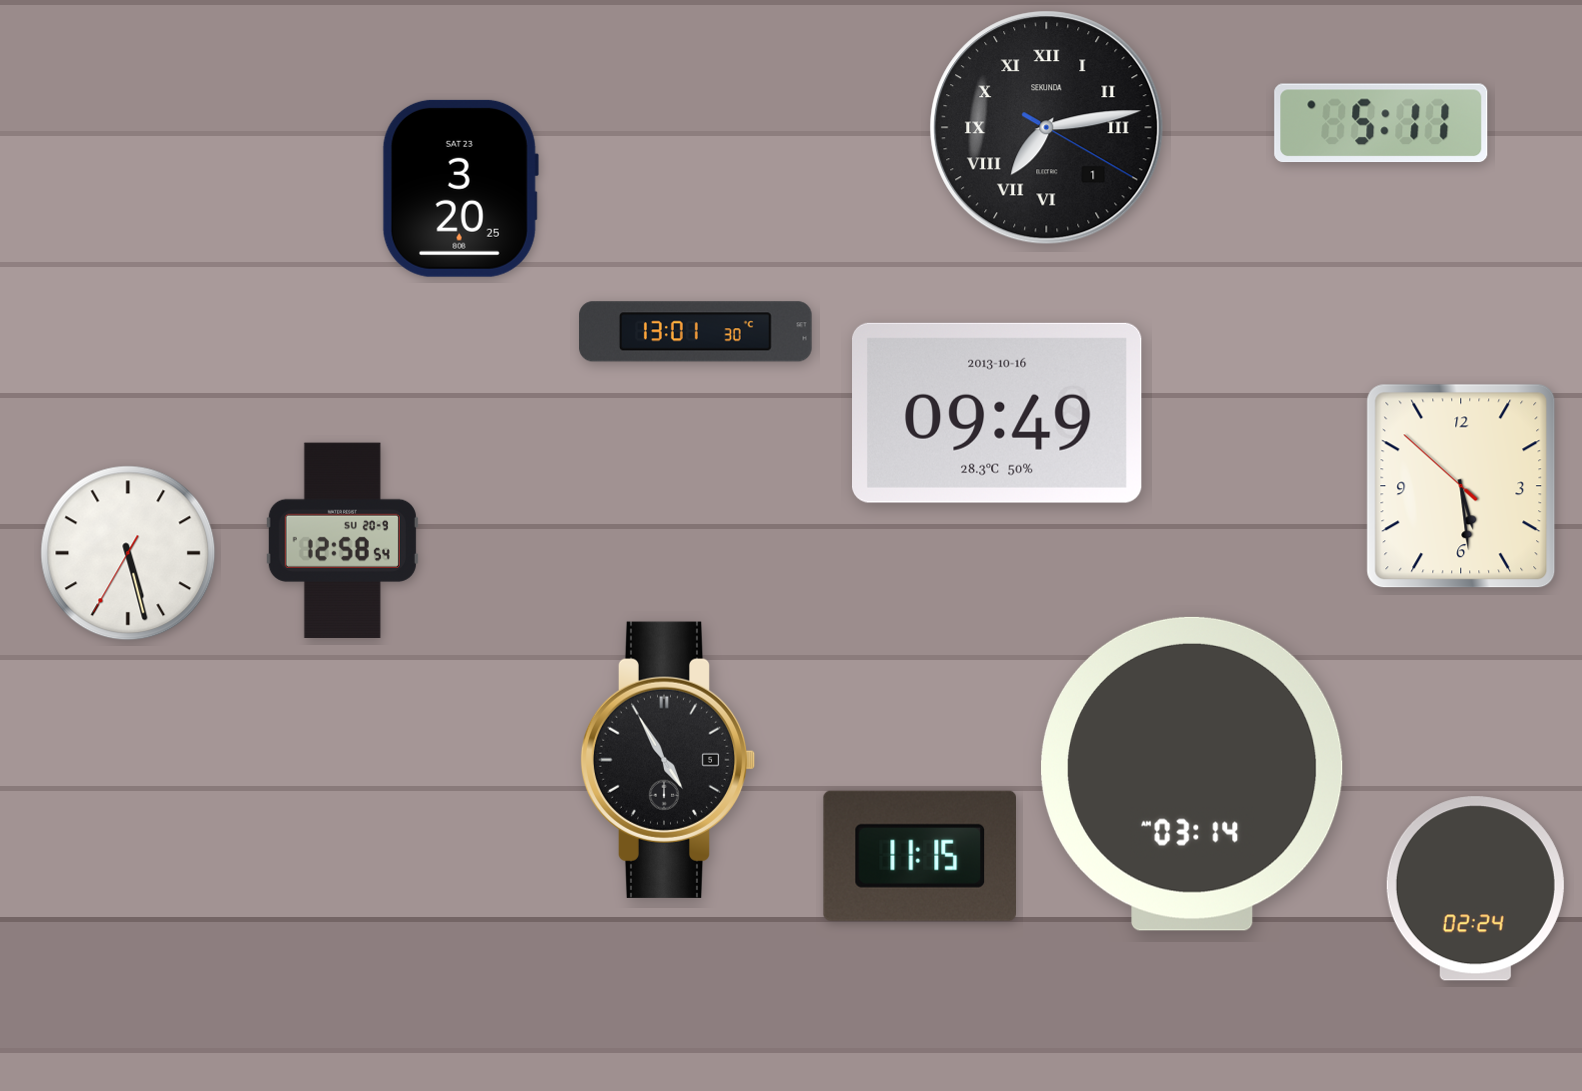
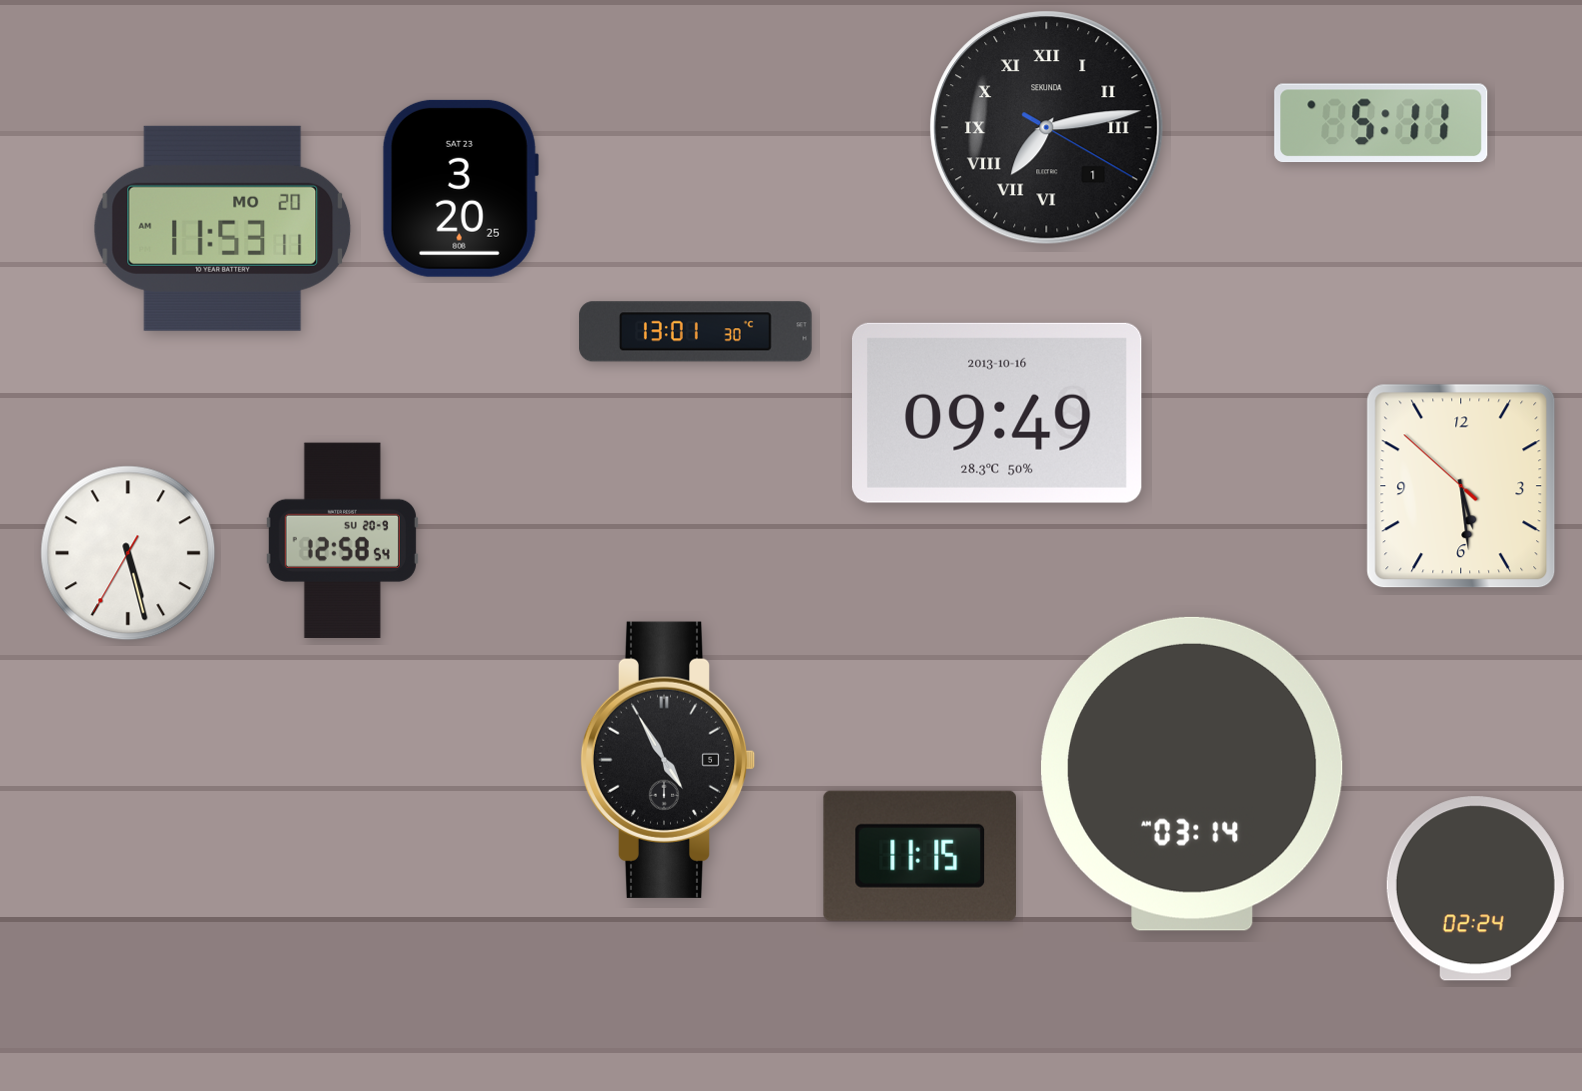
clock at (223, 228): none -> 11:53
